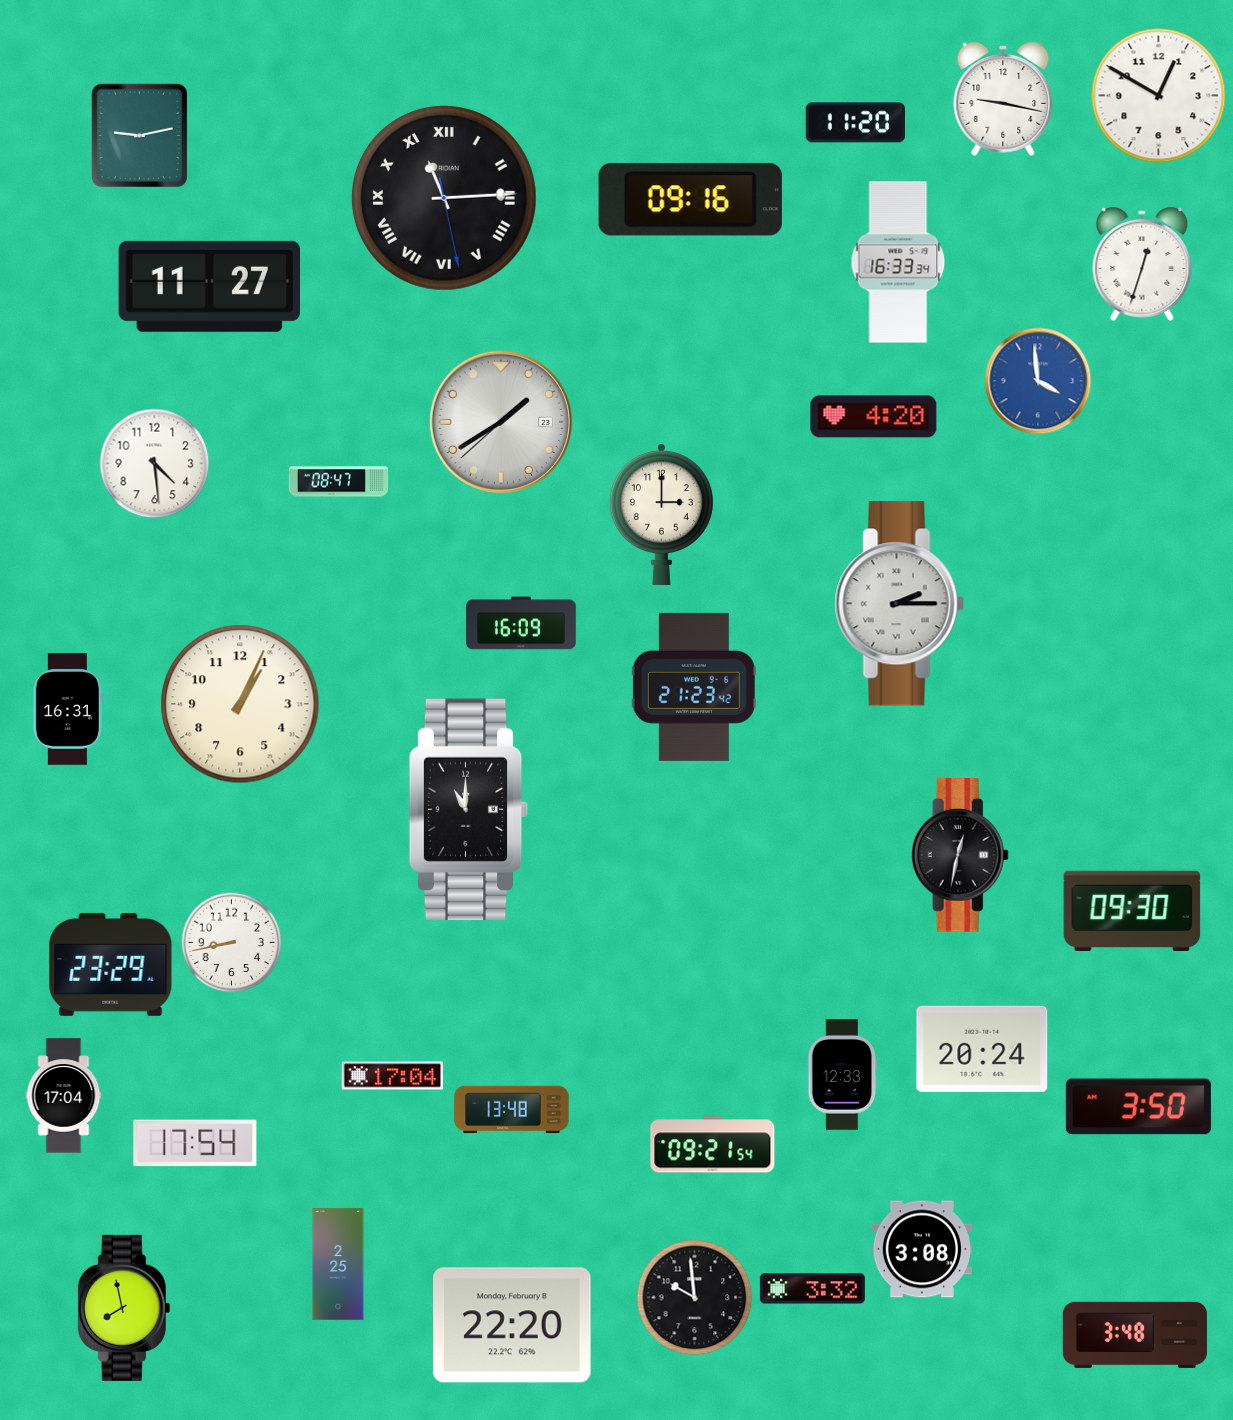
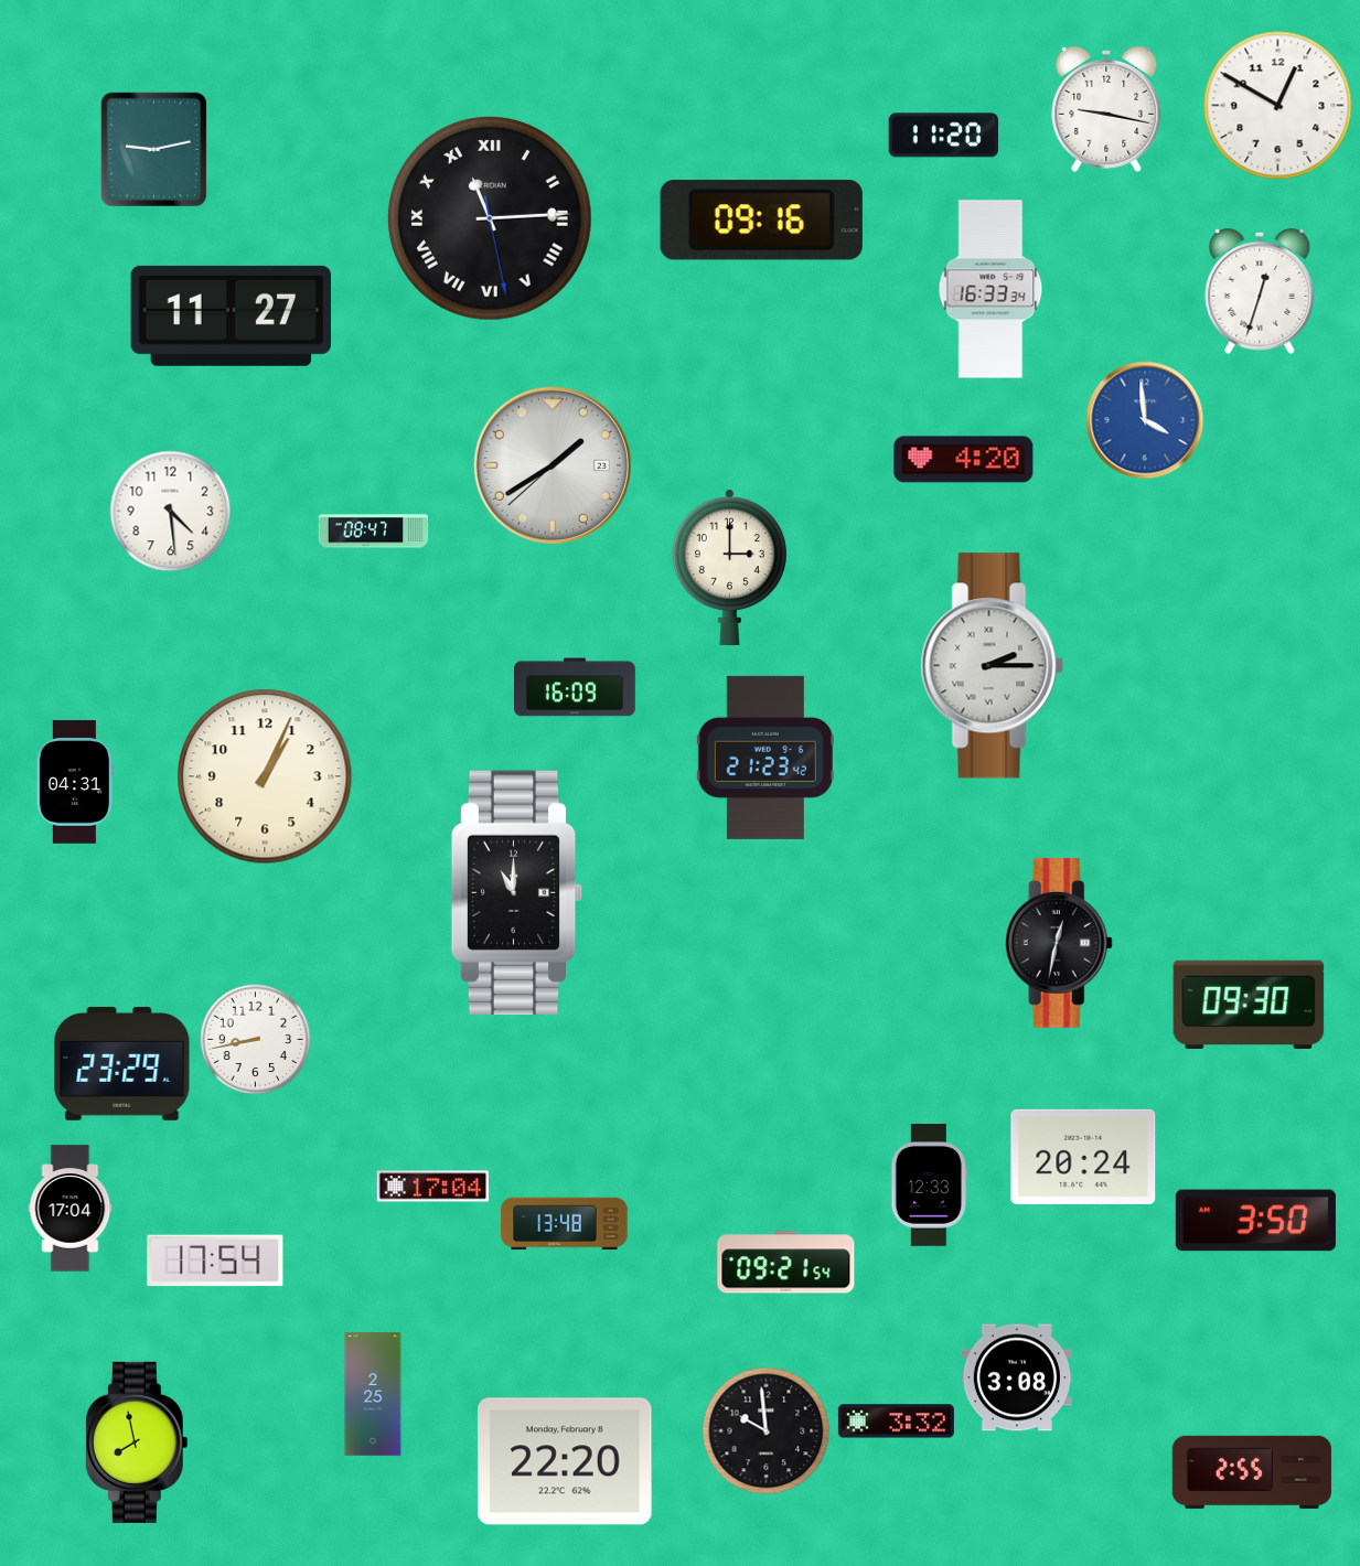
clock at (68, 709): 16:31 -> 04:31
clock at (1135, 1335): 3:48 -> 2:55
